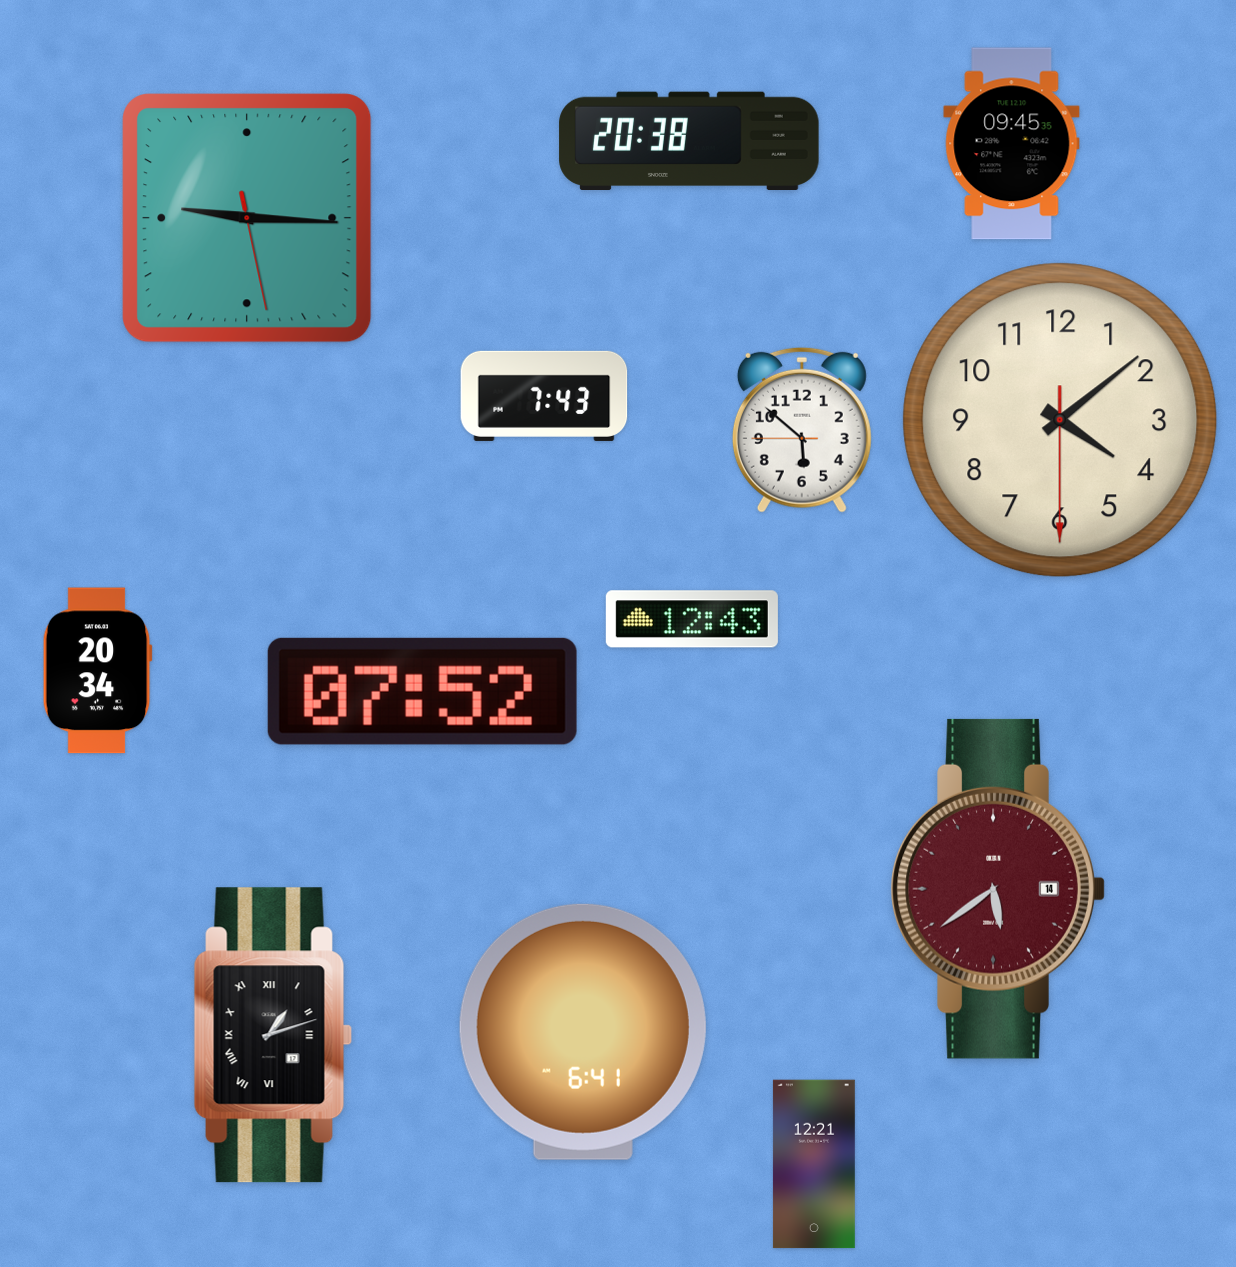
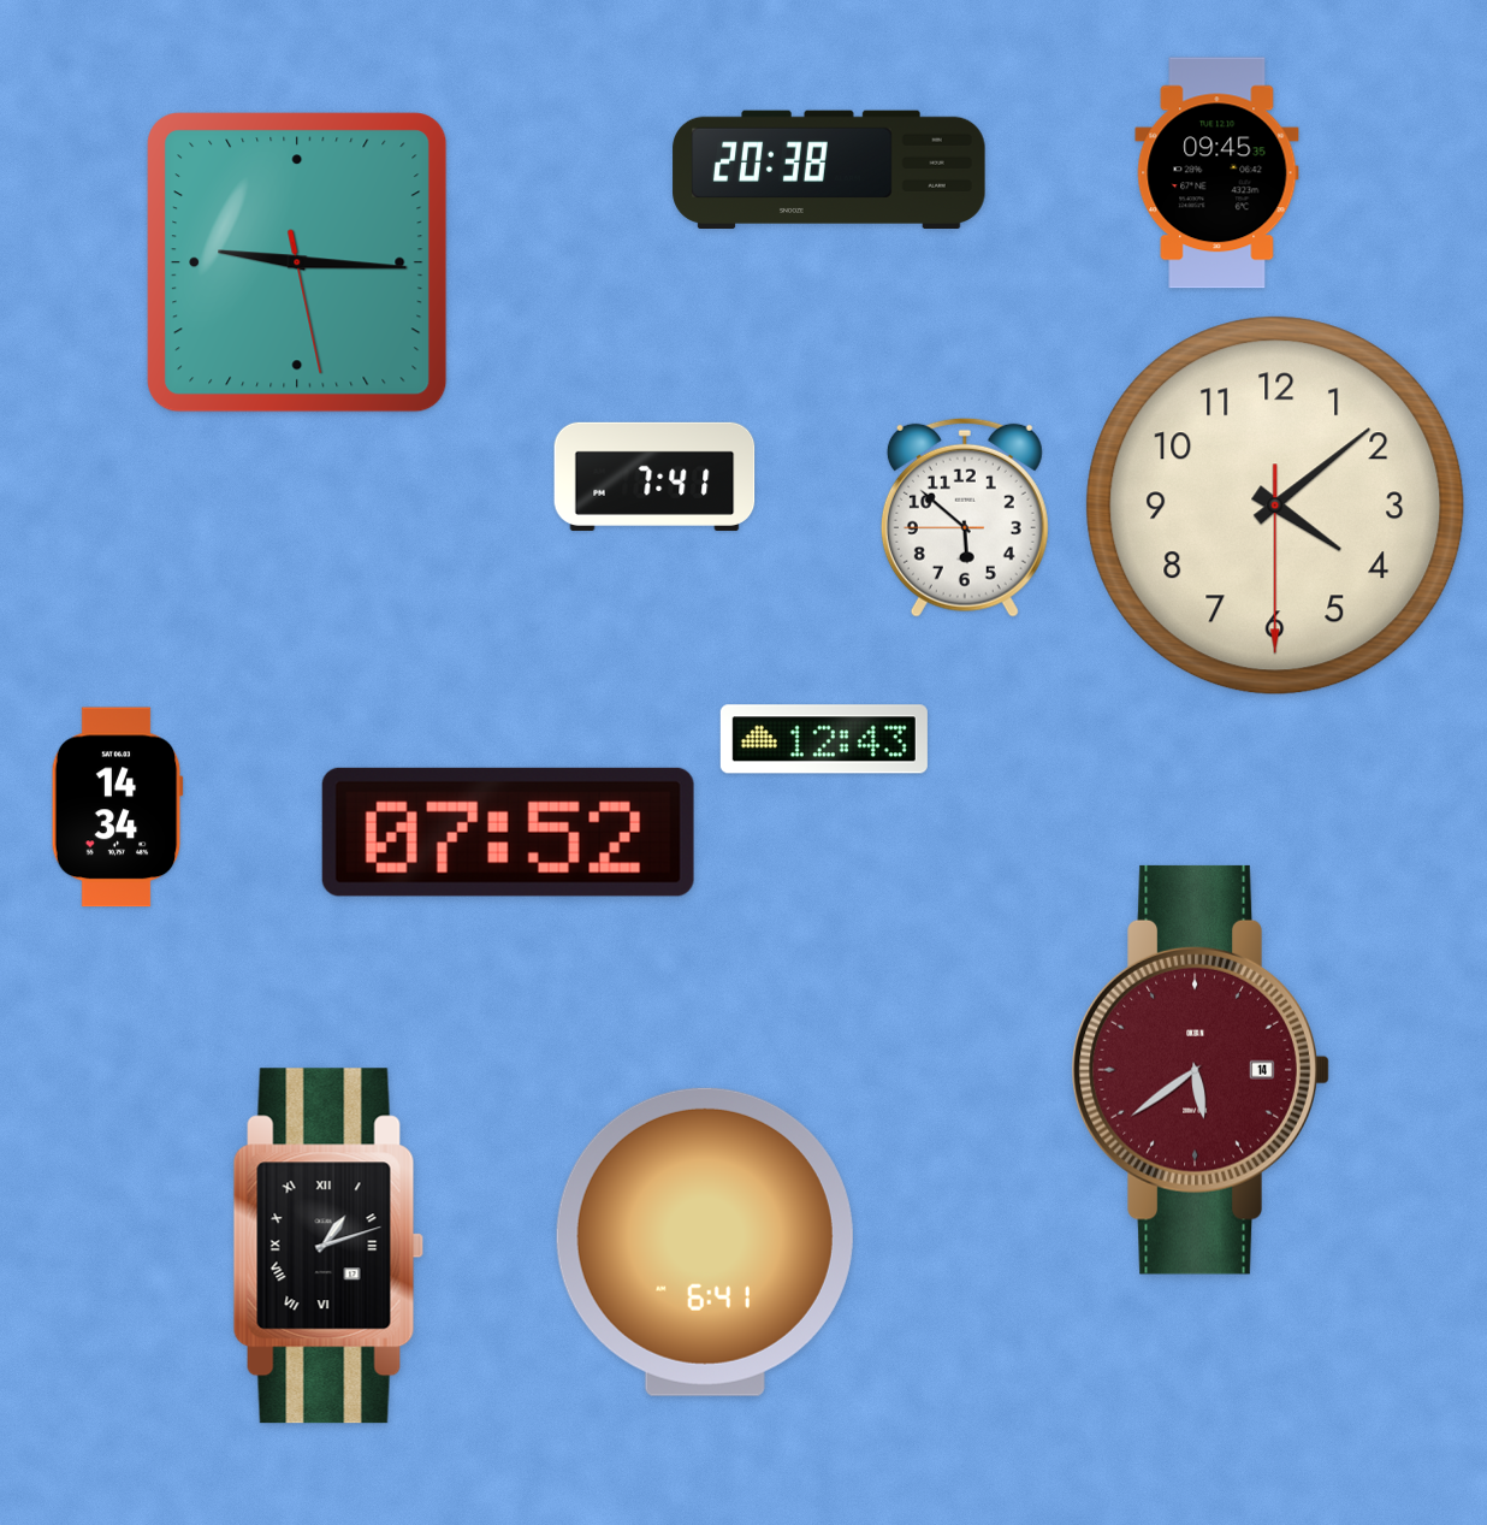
clock at (544, 396): 7:43 -> 7:41
clock at (692, 619) position: (692, 619) -> (824, 739)
clock at (97, 671): 20:34 -> 14:34
clock at (583, 1032) position: (583, 1032) -> (705, 1242)
clock at (814, 1164): 12:21 -> none
